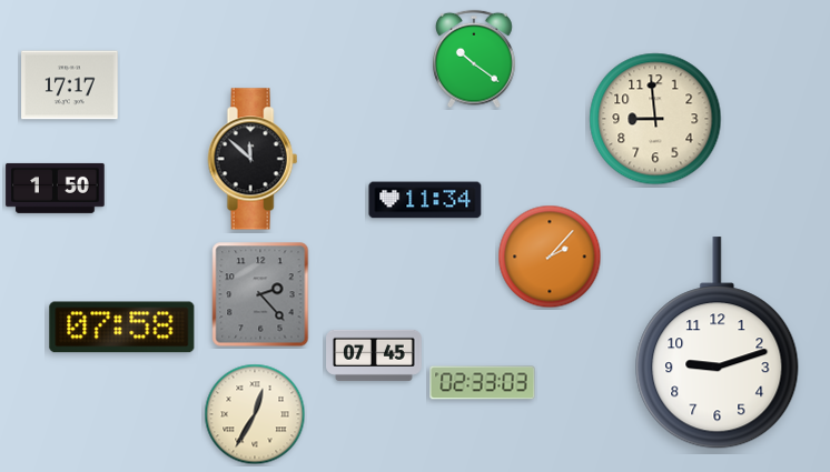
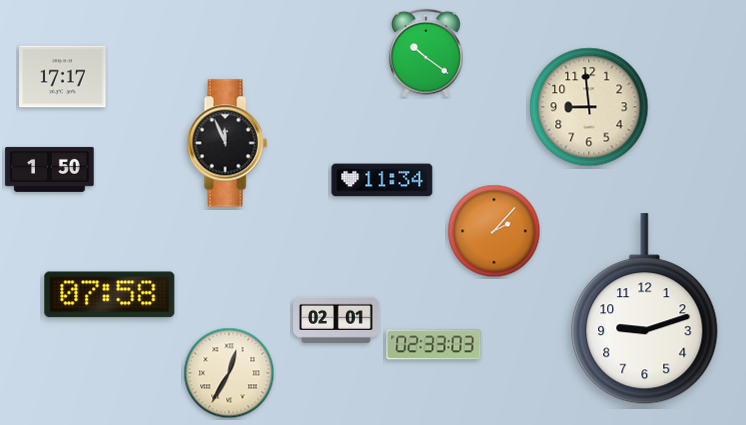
clock at (253, 159): 11:52 -> 11:56
clock at (260, 294): 2:23 -> none
clock at (374, 355): 07:45 -> 02:01
